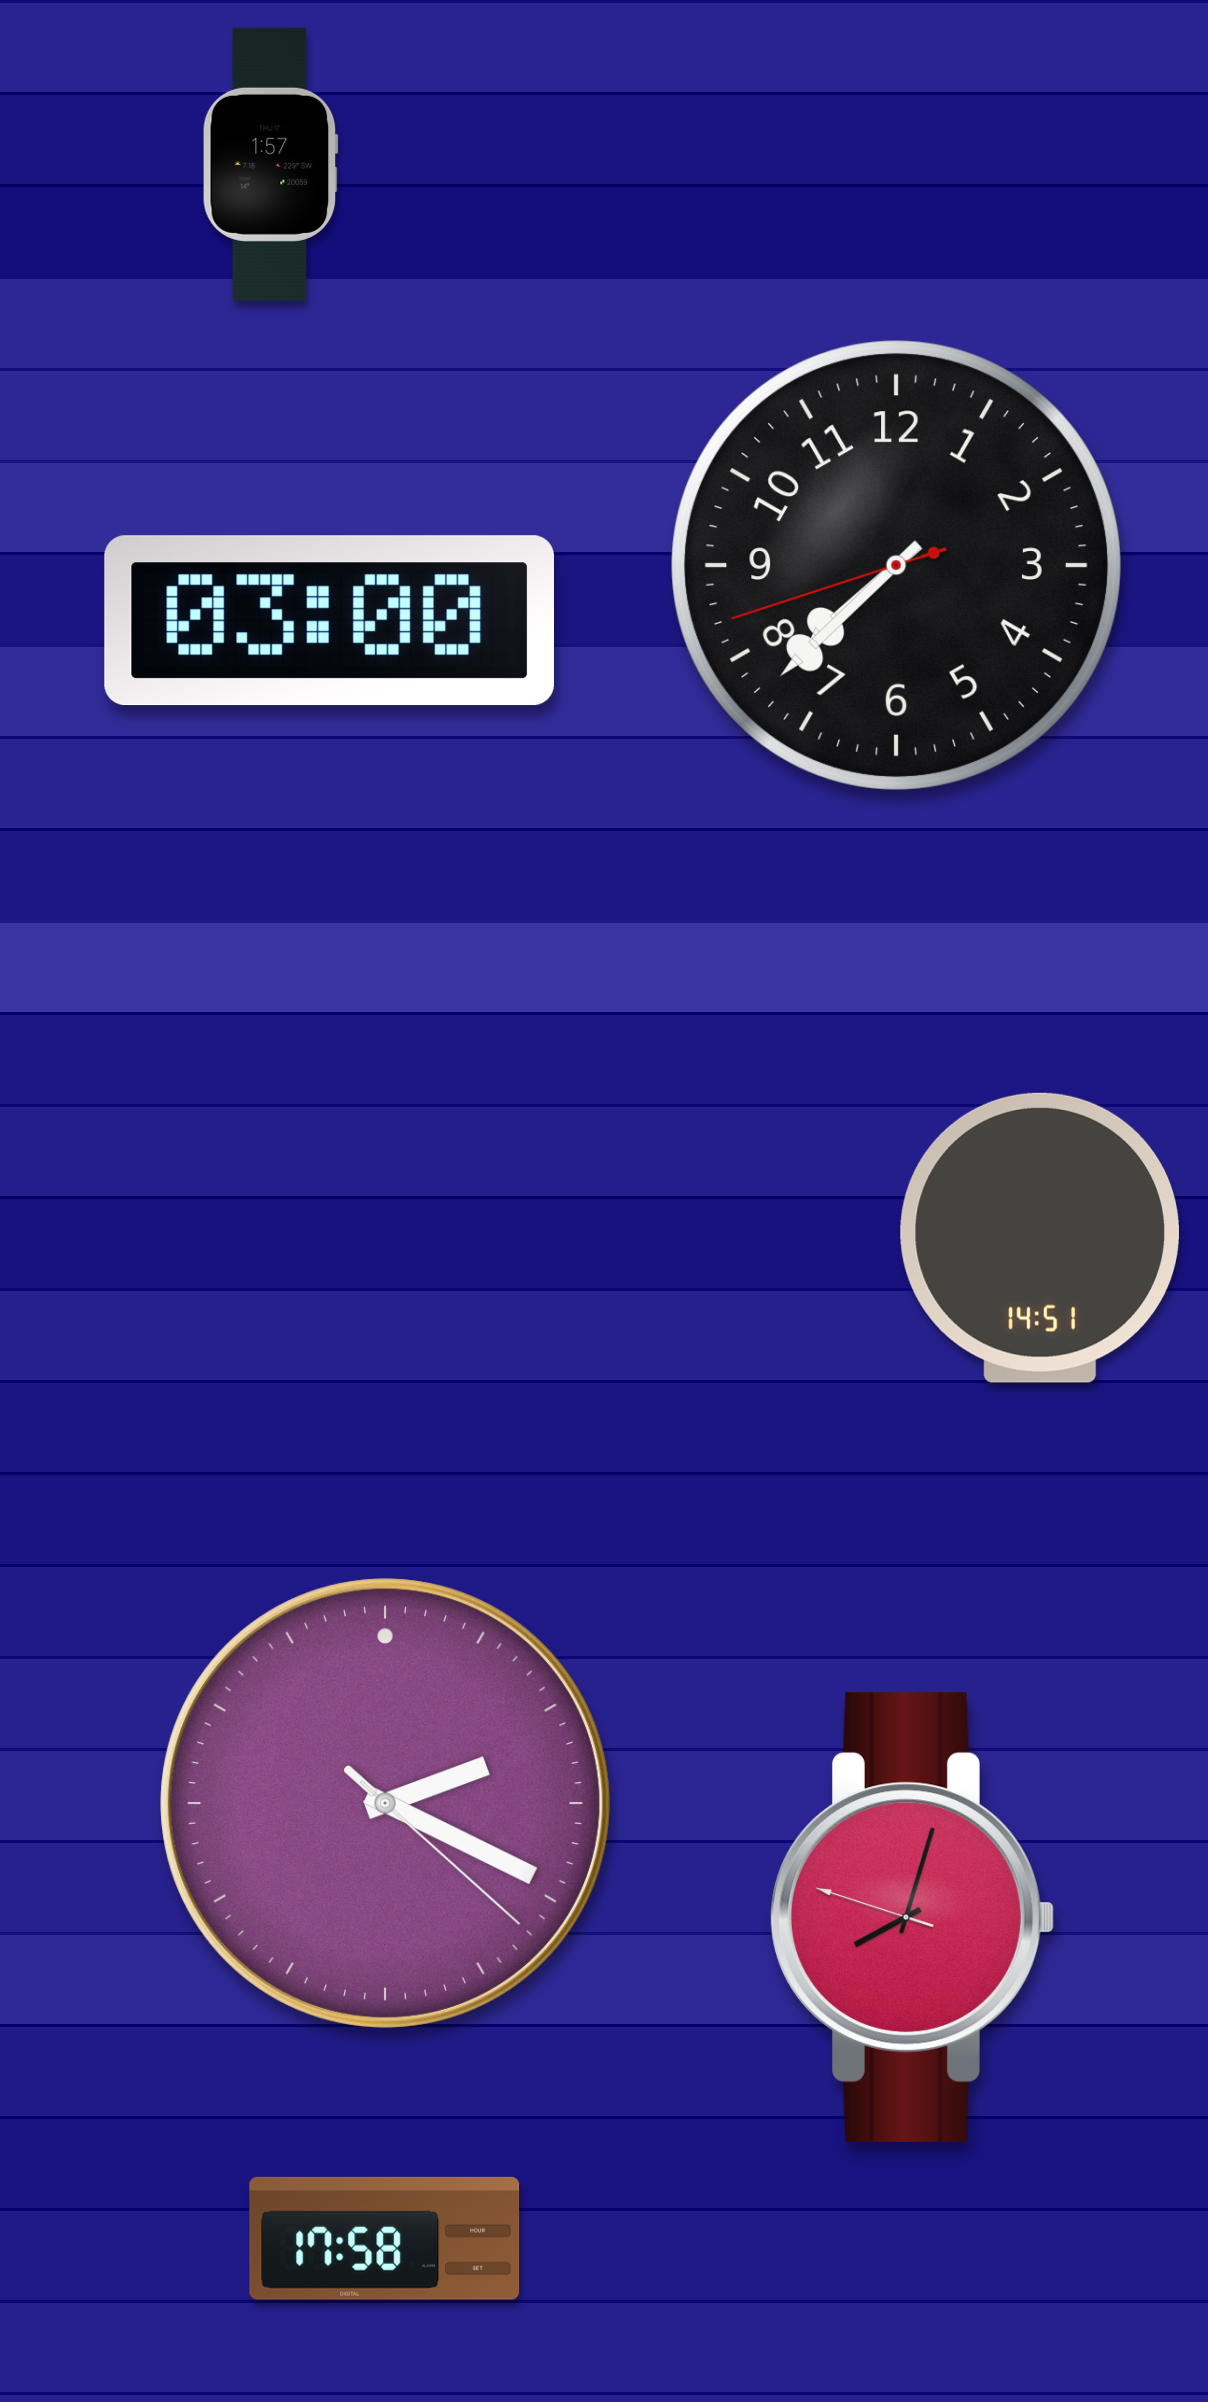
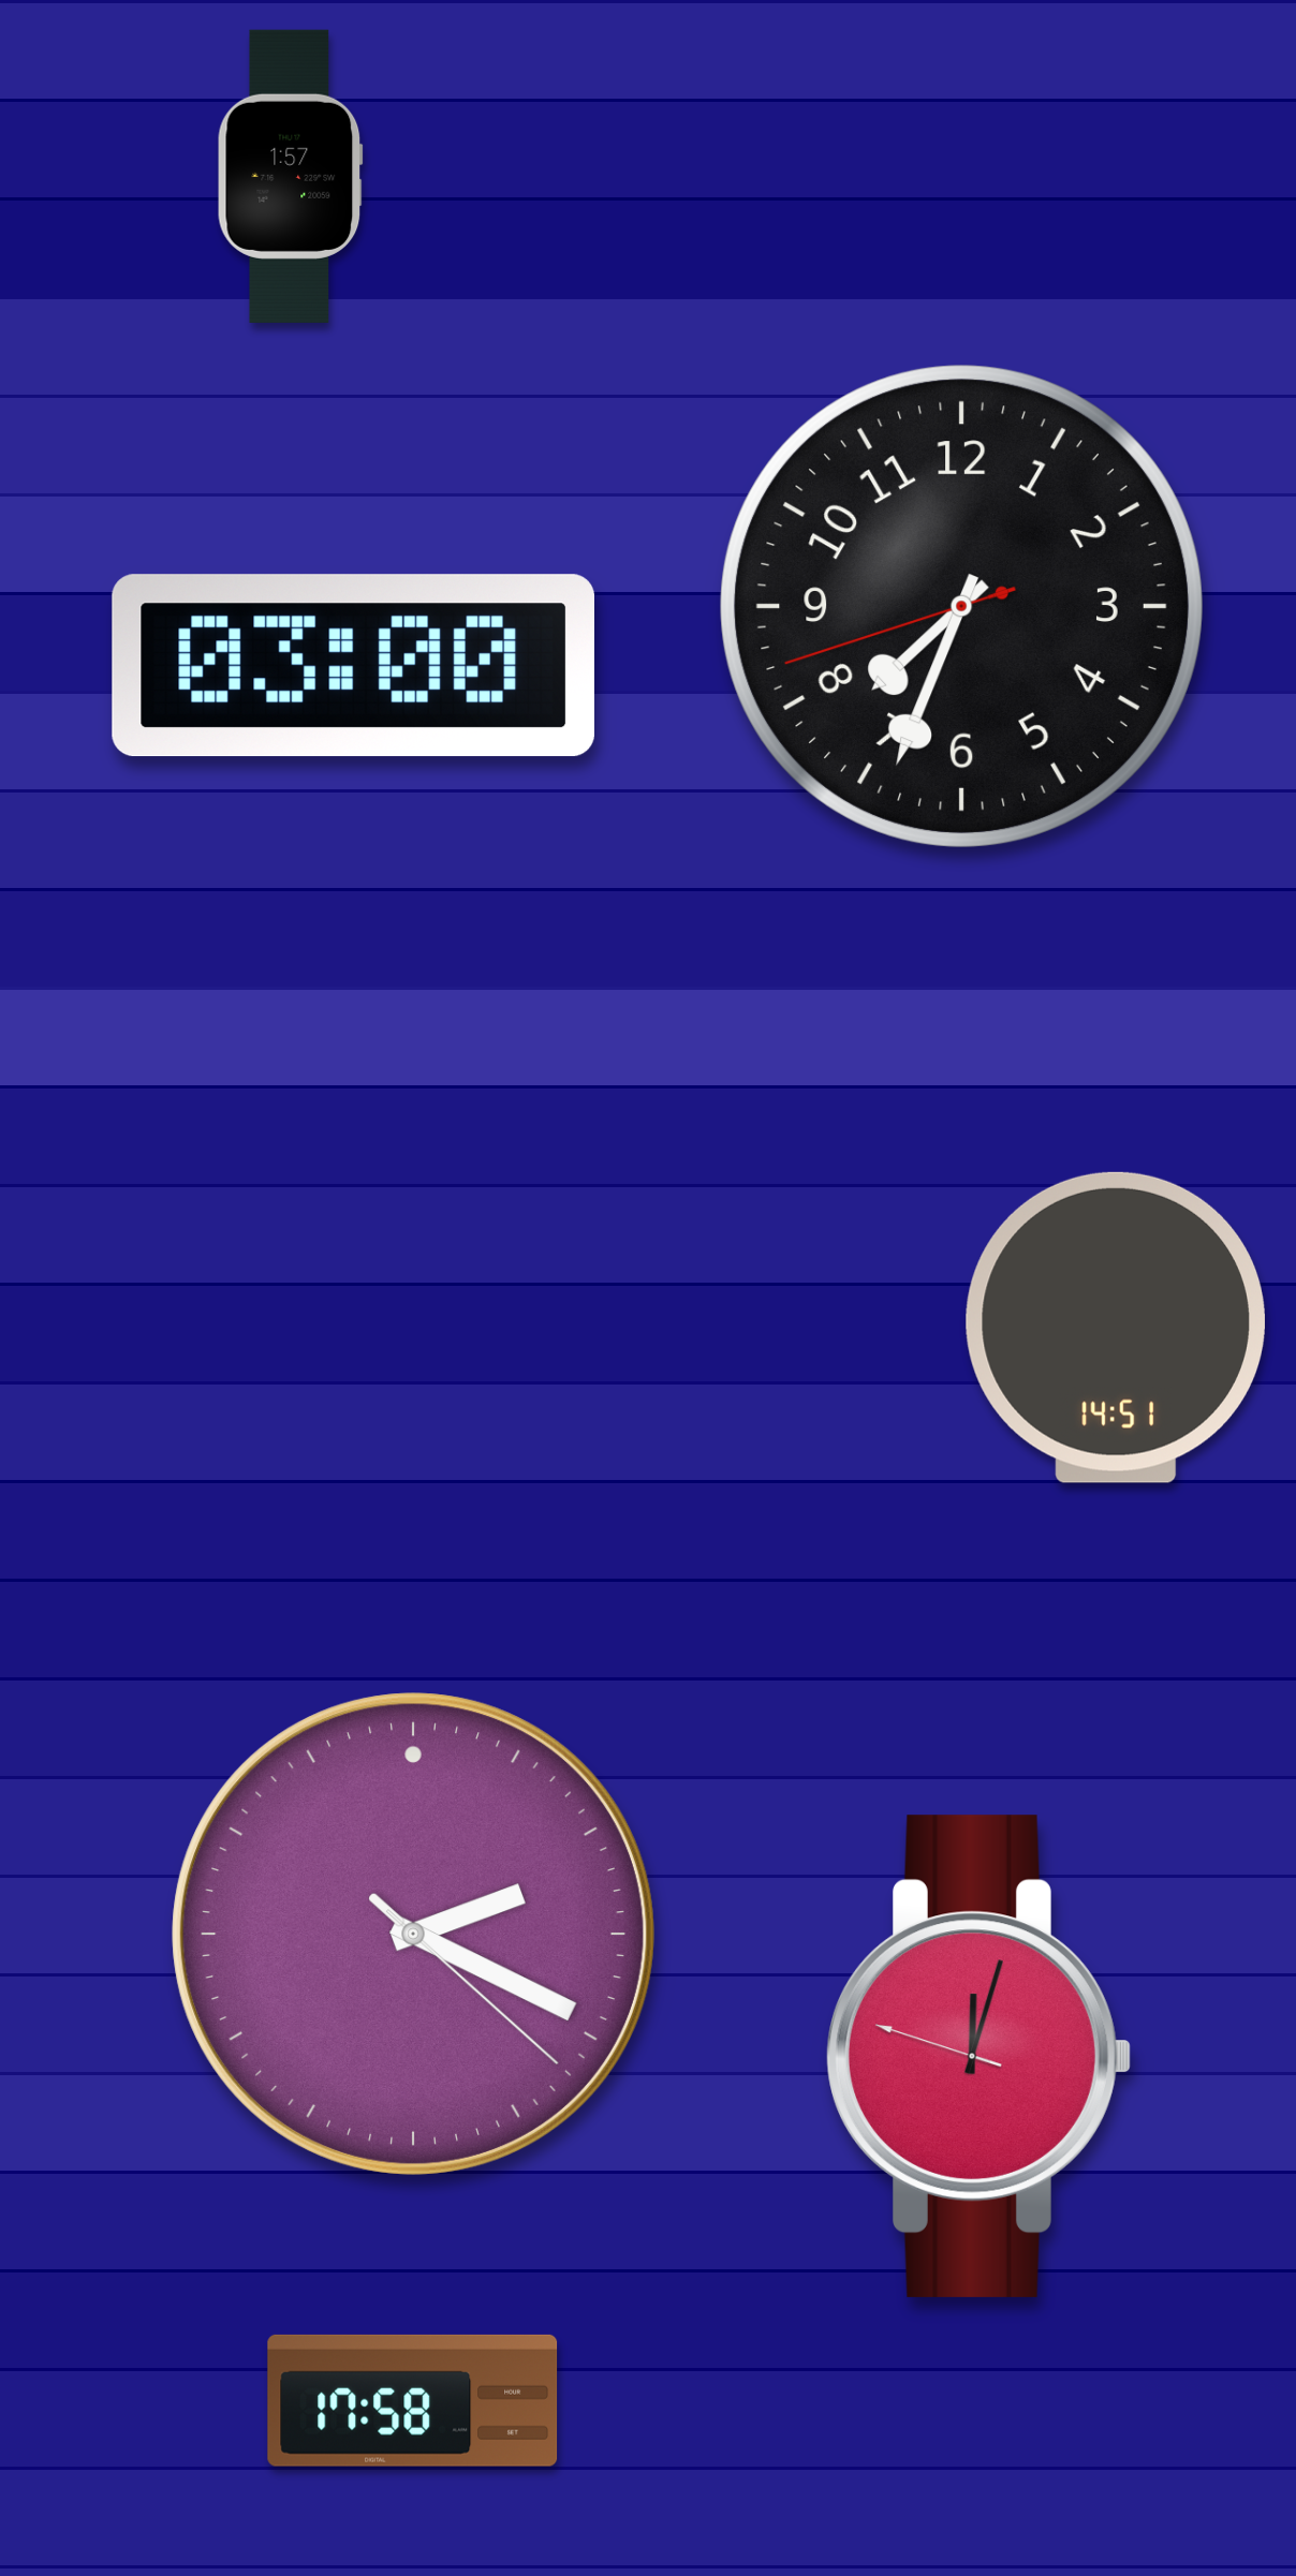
clock at (896, 565): 7:37 -> 7:33
clock at (912, 1917): 8:02 -> 12:02
